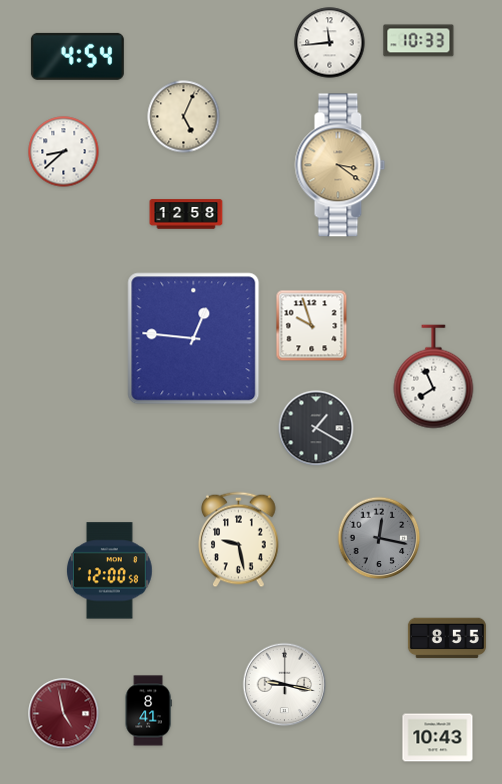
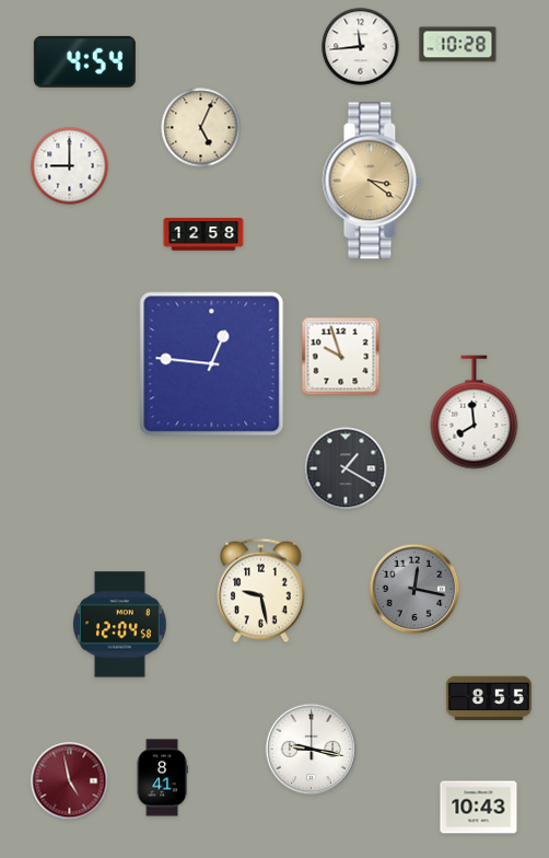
clock at (419, 41): 10:33 -> 10:28
clock at (64, 152): 8:38 -> 9:00
clock at (194, 339) position: (194, 339) -> (212, 364)
clock at (434, 377): 7:56 -> 7:59
clock at (109, 571): 12:00 -> 12:04
